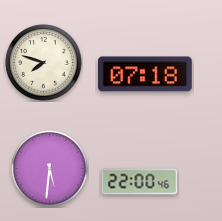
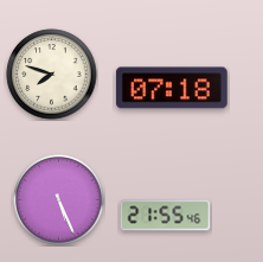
clock at (50, 169): 5:31 -> 5:26
clock at (140, 182): 22:00 -> 21:55
